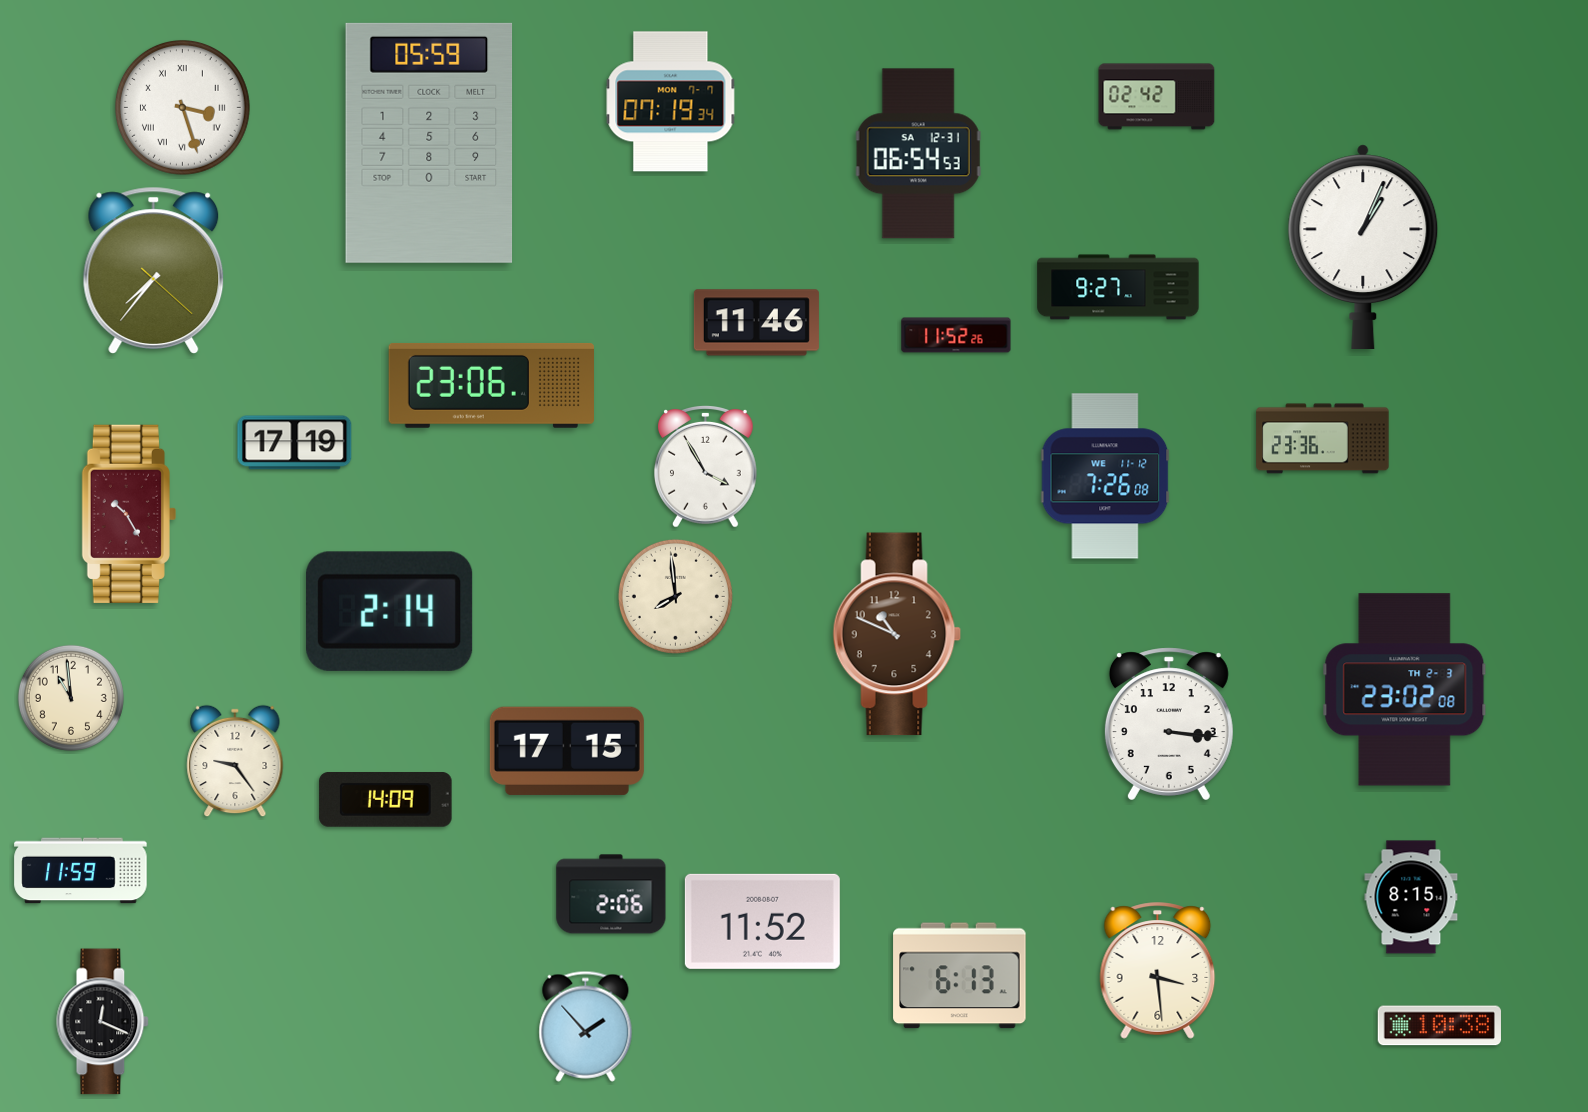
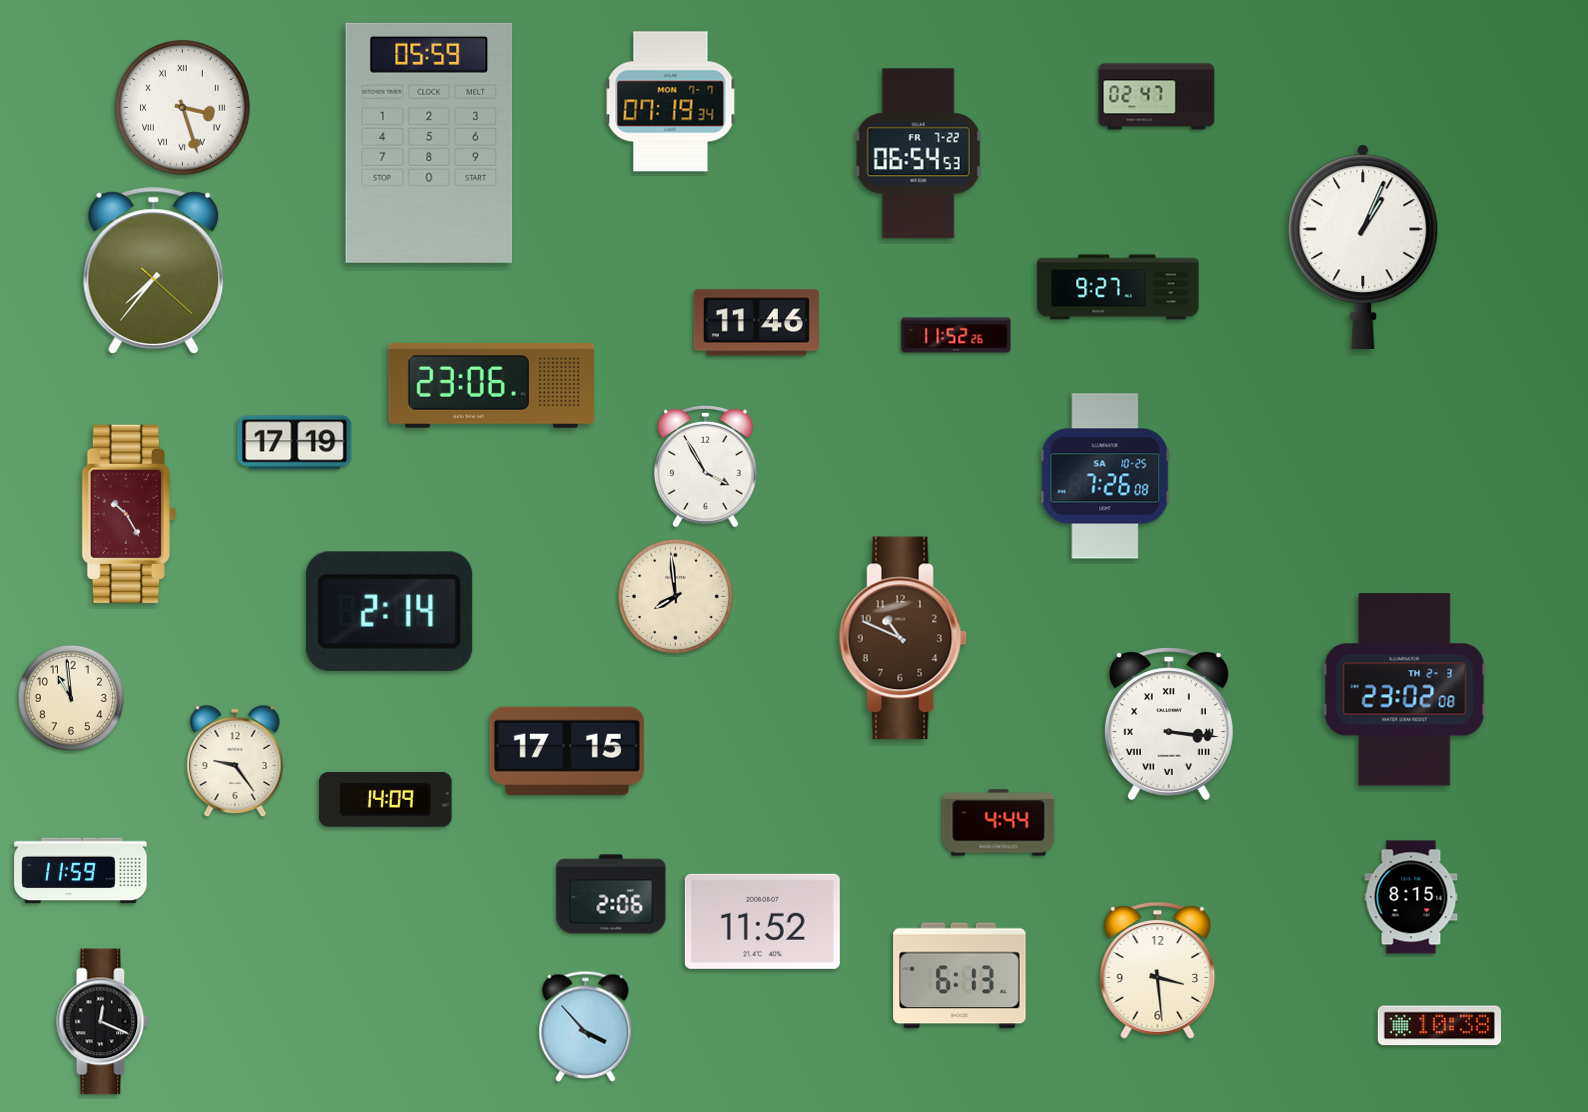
clock at (1157, 97): 02:42 -> 02:47
clock at (918, 154) date: SA 12-31 -> FR 7-22
clock at (1323, 439): 23:36 -> none
clock at (1105, 476) date: WE 11-12 -> SA 10-25
clock at (897, 634) position: (897, 634) -> (903, 638)
clock at (1169, 724) numerals: Arabic -> Roman
clock at (999, 823): none -> 4:44
clock at (586, 1026): 1:53 -> 3:53
